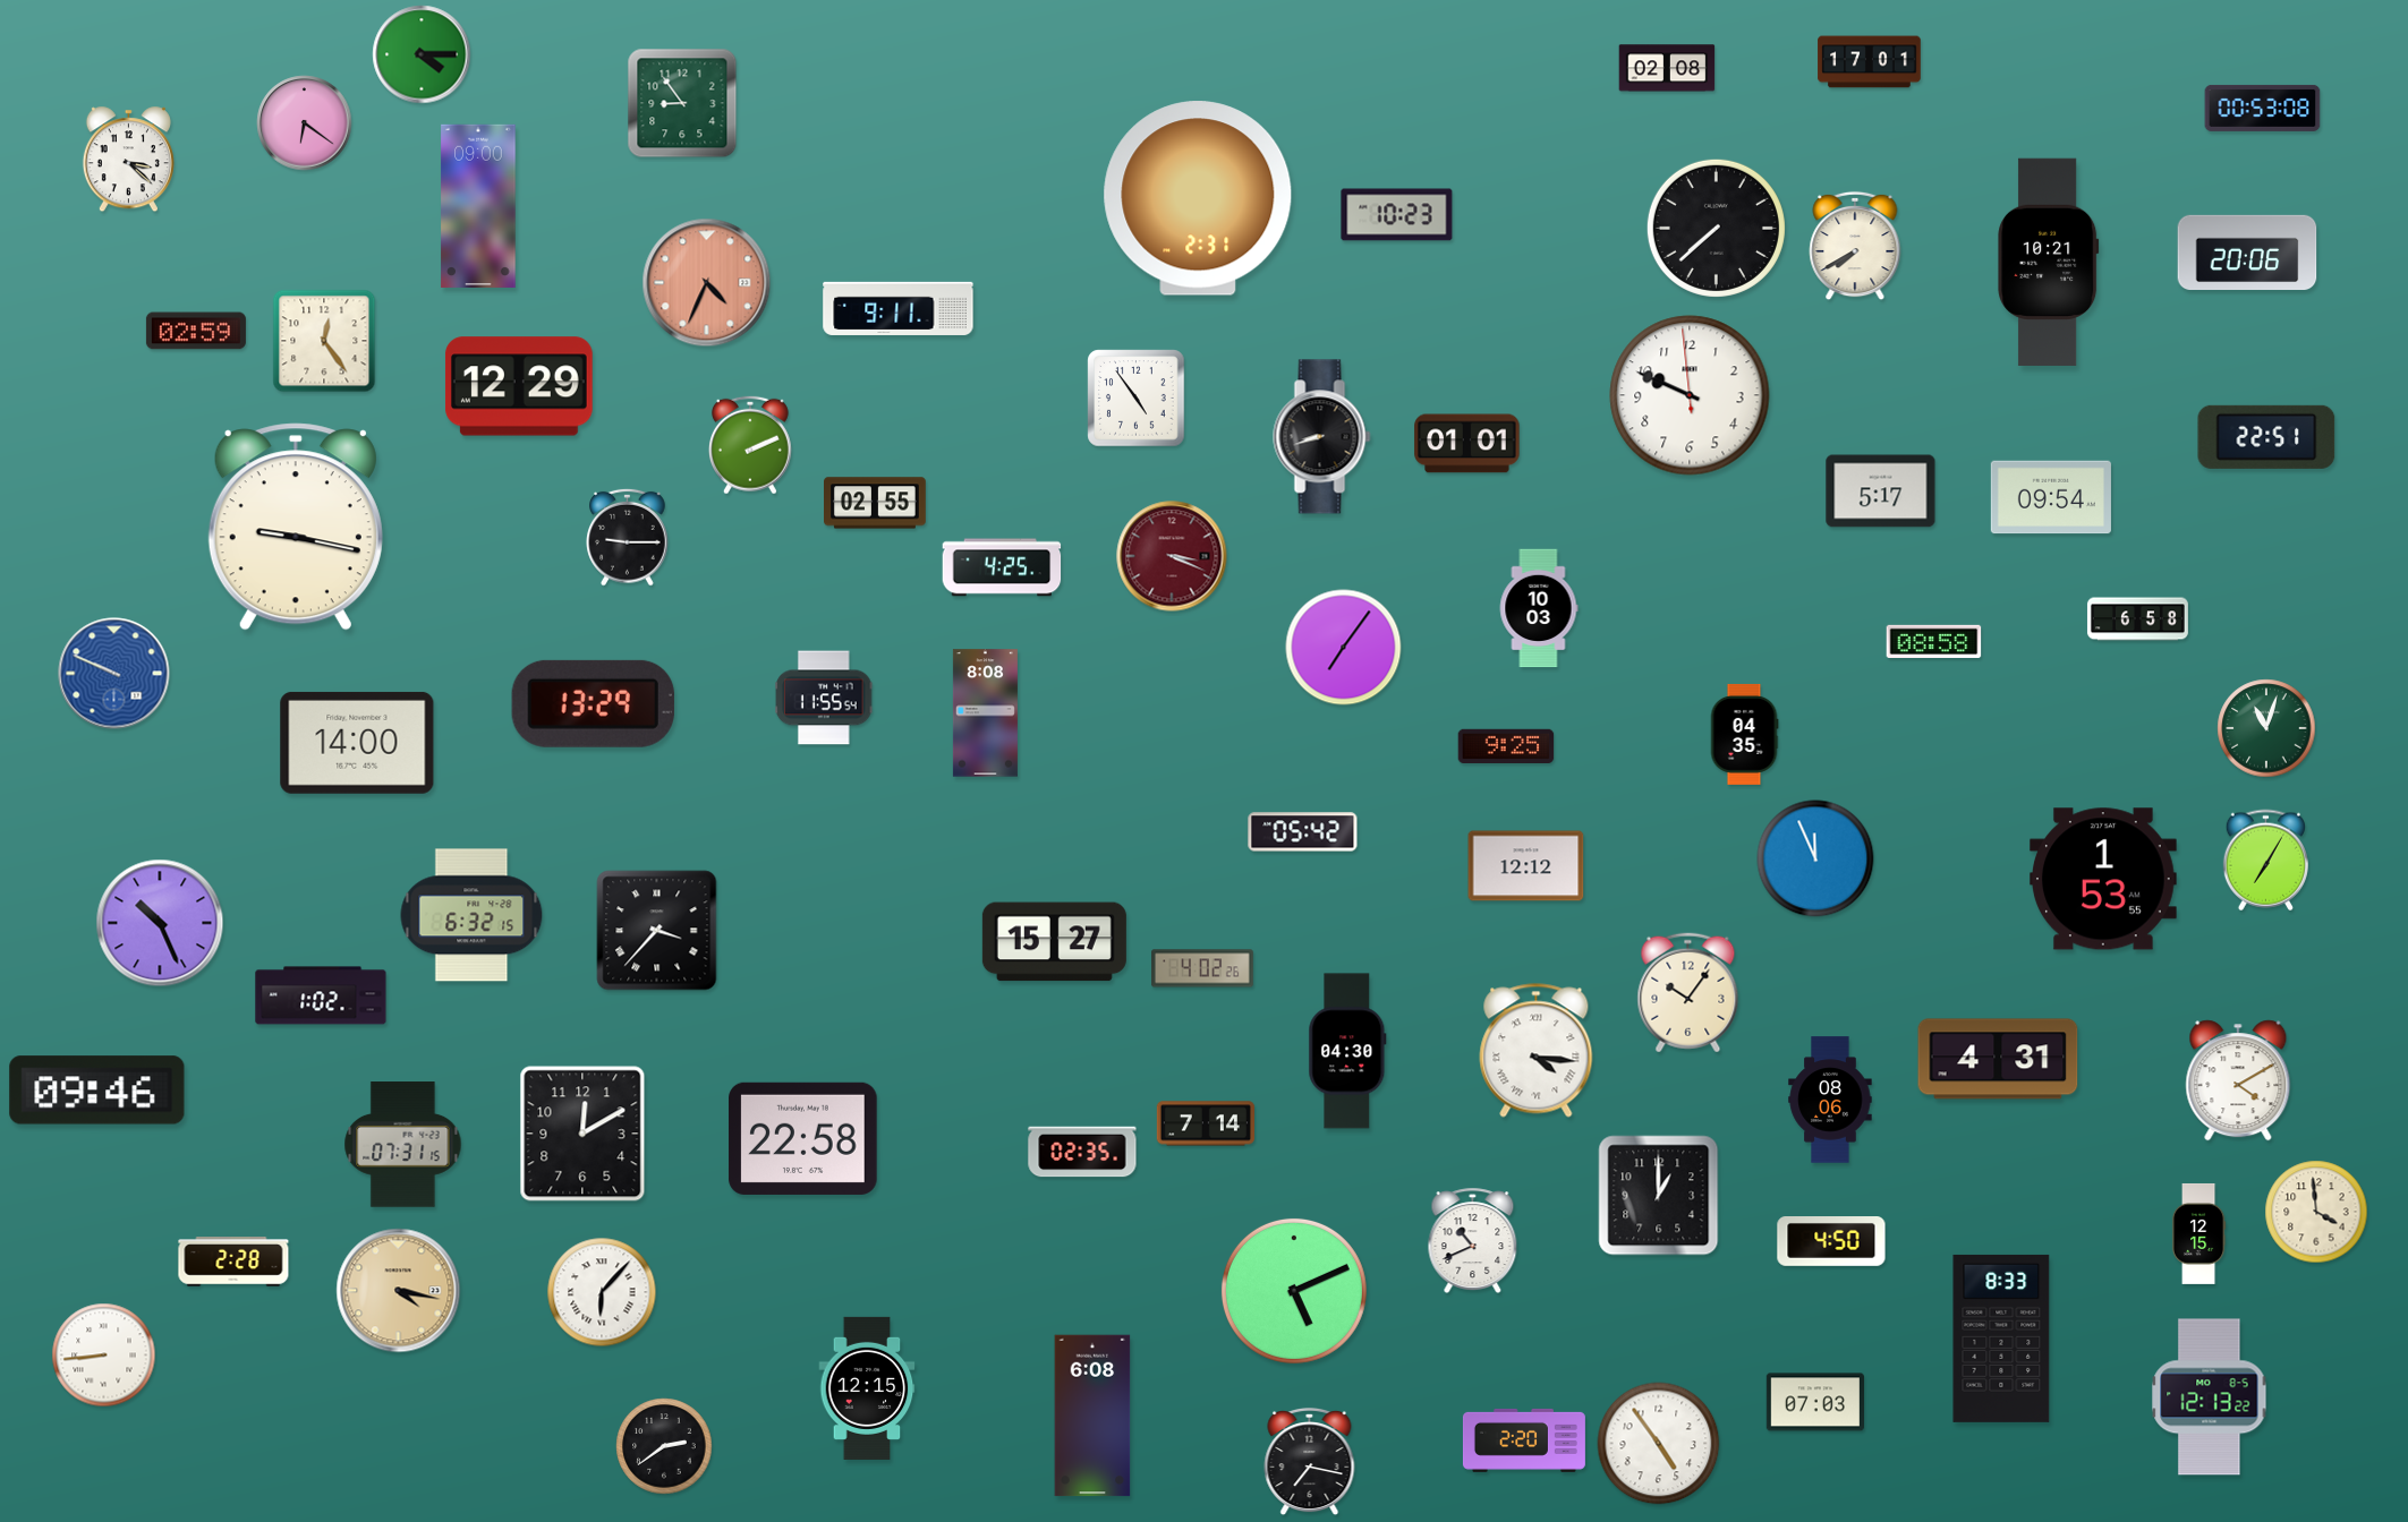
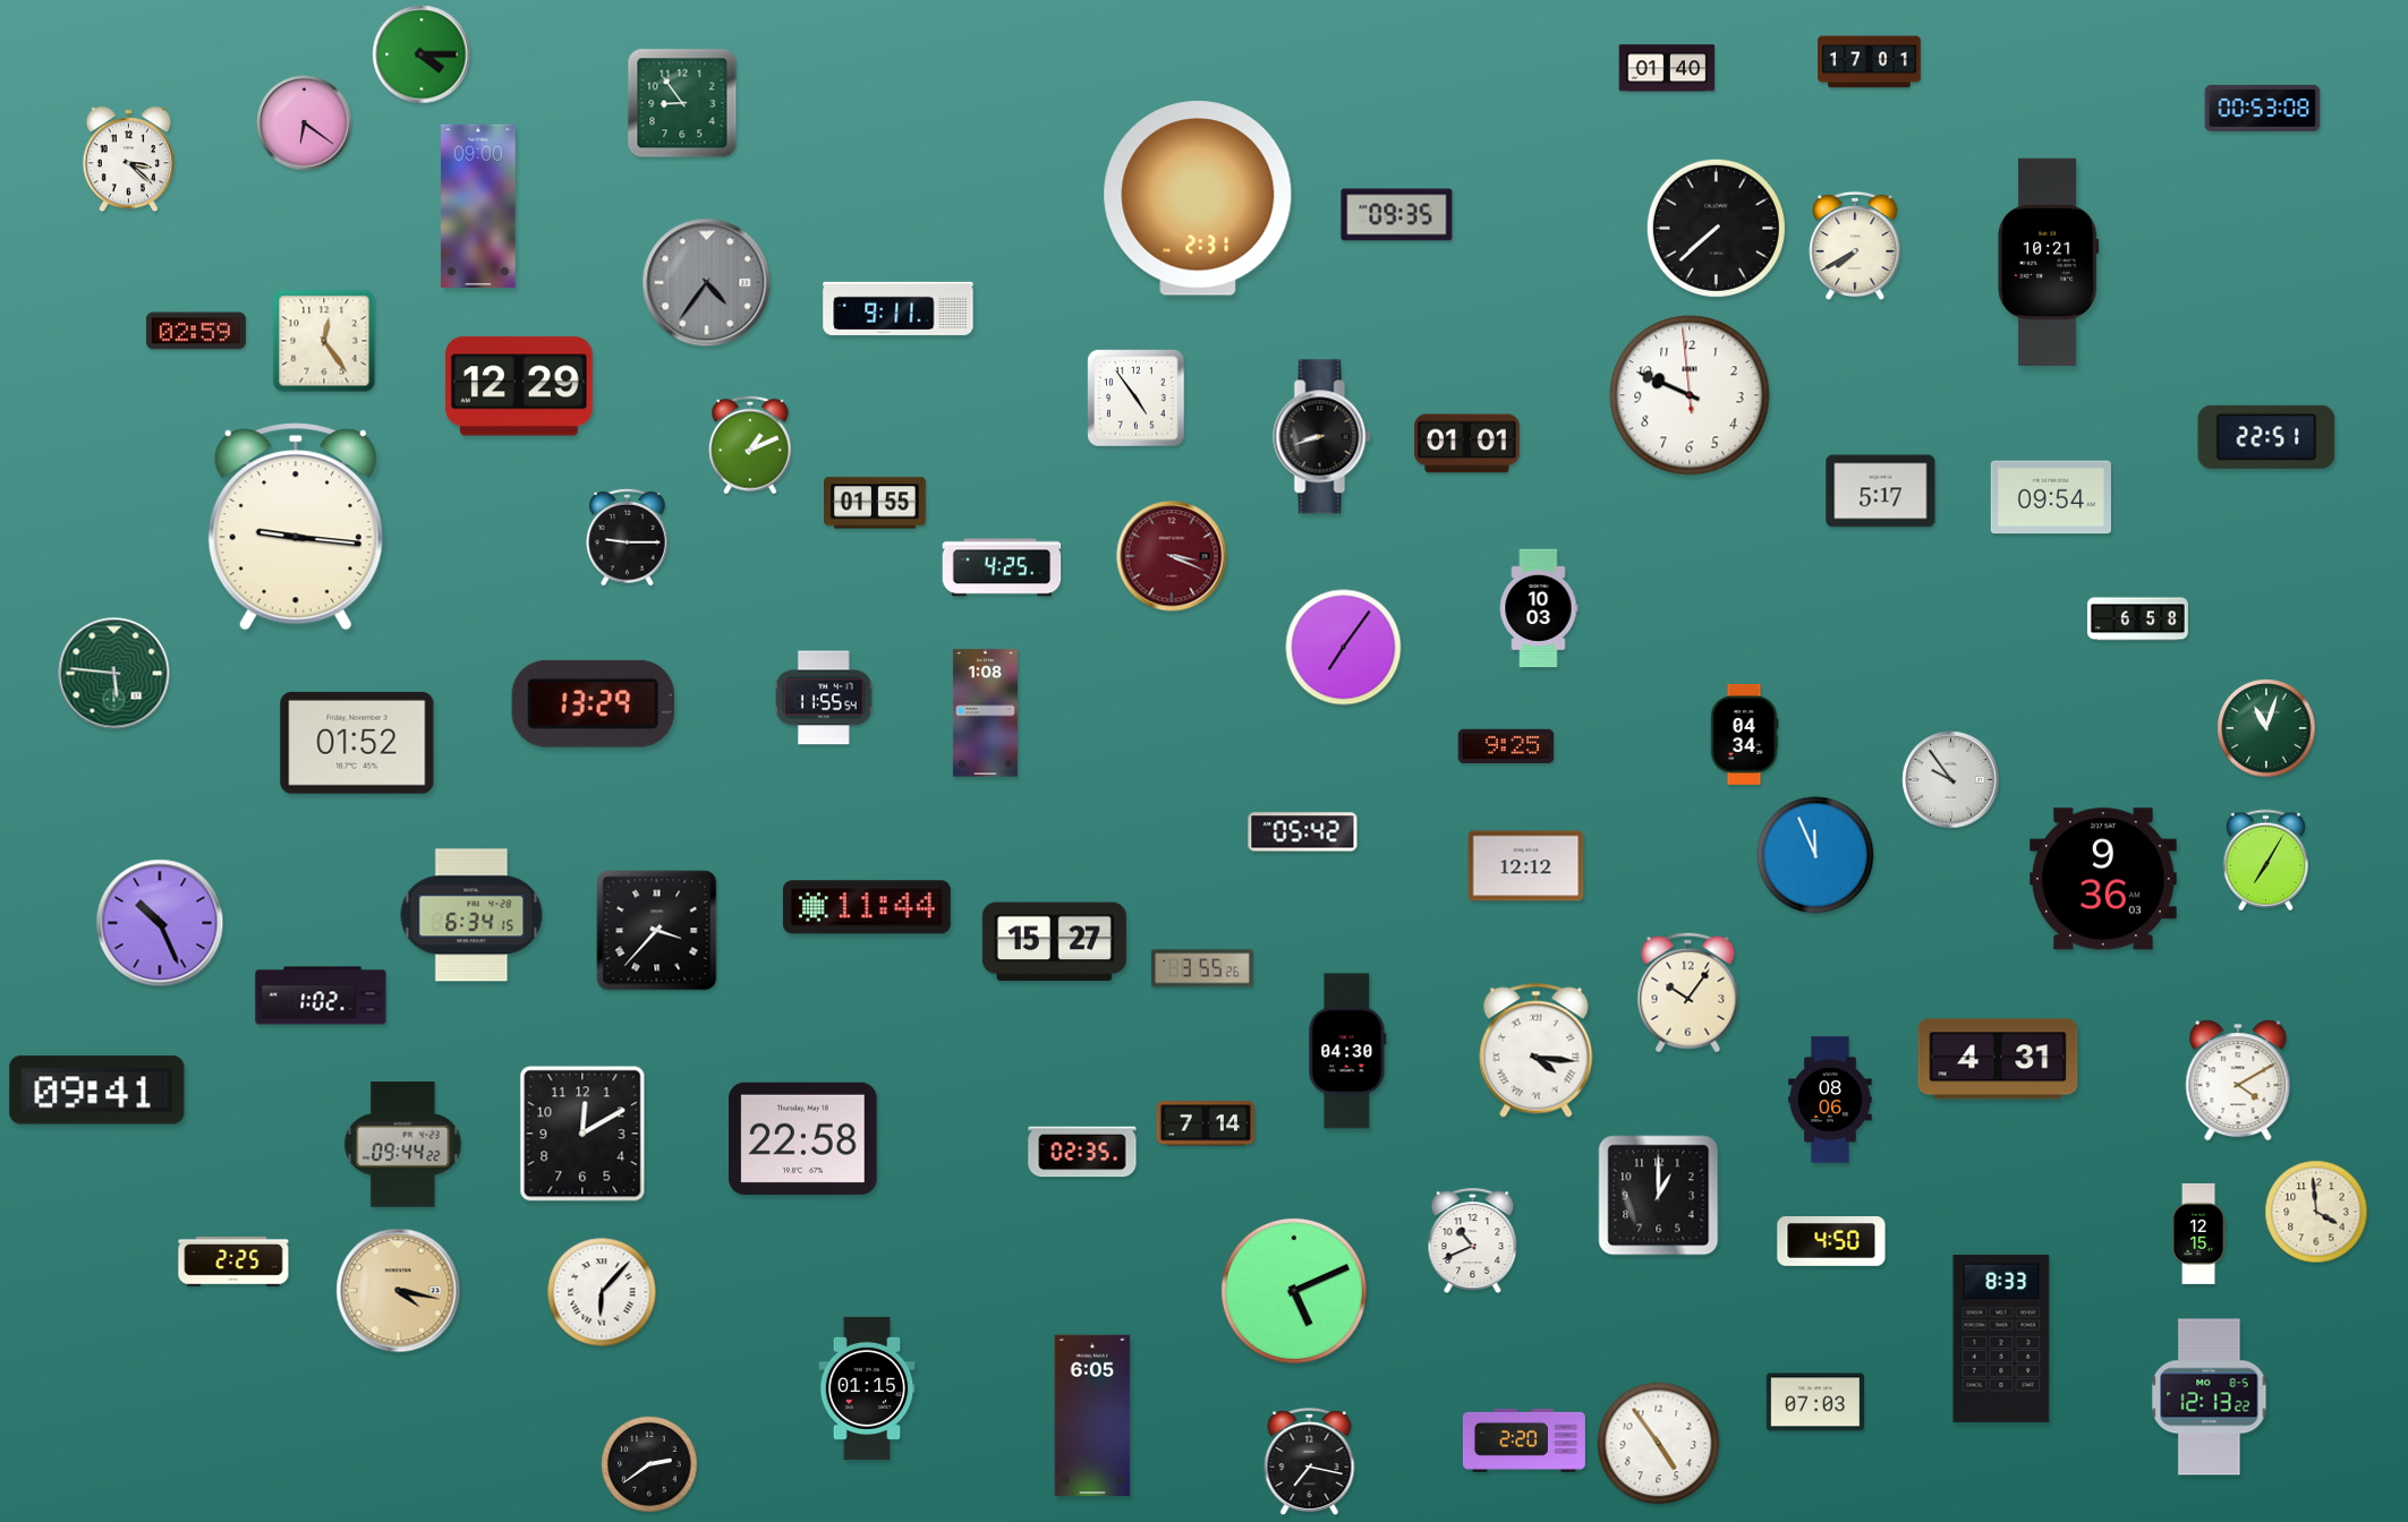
clock at (1667, 68): 02:08 -> 01:40
clock at (1397, 215): 10:23 -> 09:35
clock at (2247, 251): 20:06 -> none
clock at (707, 283): 4:34 -> 4:36
clock at (707, 283) dial: salmon -> grey
clock at (750, 445): 2:11 -> 1:11
clock at (876, 503): 02:55 -> 01:55
clock at (296, 527): 9:17 -> 9:16
clock at (1934, 641): 08:58 -> none
clock at (114, 674): 9:49 -> 5:46
clock at (114, 674) dial: blue -> green
clock at (985, 713): 8:08 -> 1:08
clock at (1744, 734): 04:35 -> 04:34
clock at (357, 743): 14:00 -> 01:52
clock at (1951, 780): none -> 9:54
clock at (1815, 858) position: (1815, 858) -> (1815, 855)
clock at (2104, 879): 1:53 -> 9:36
clock at (867, 907): none -> 11:44
clock at (471, 915): 6:32 -> 6:34
clock at (1203, 968): 4:02 -> 3:55
clock at (97, 1091): 09:46 -> 09:41
clock at (403, 1145): 07:31 -> 09:44
clock at (233, 1262): 2:28 -> 2:25
clock at (104, 1356): 8:44 -> none
clock at (867, 1388): 12:15 -> 01:15
clock at (1092, 1416): 6:08 -> 6:05
clock at (664, 1446) position: (664, 1446) -> (649, 1464)
